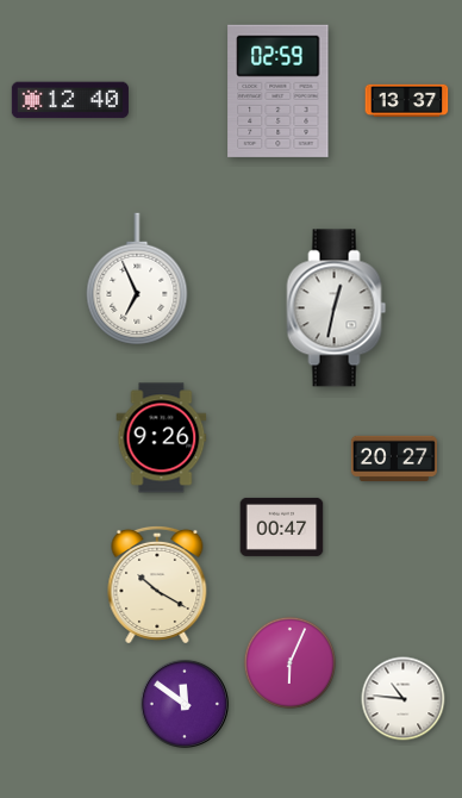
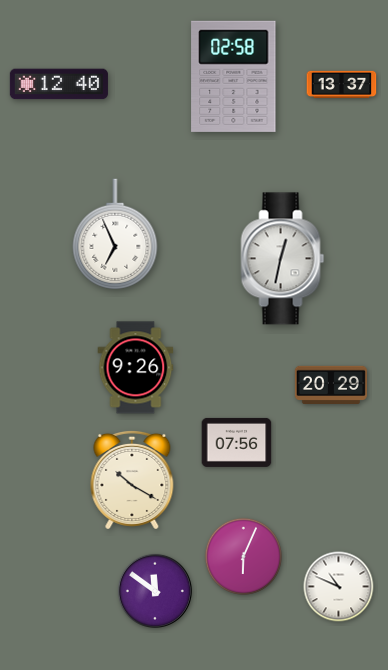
clock at (279, 91): 02:59 -> 02:58
clock at (394, 457): 20:27 -> 20:29
clock at (282, 526): 00:47 -> 07:56
clock at (157, 585) position: (157, 585) -> (132, 480)
clock at (404, 699): 10:46 -> 10:49
